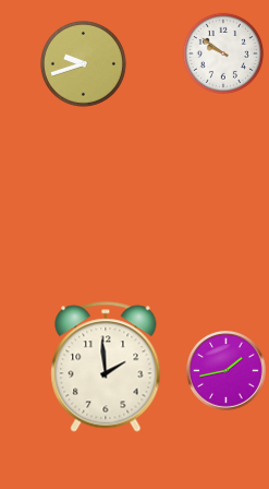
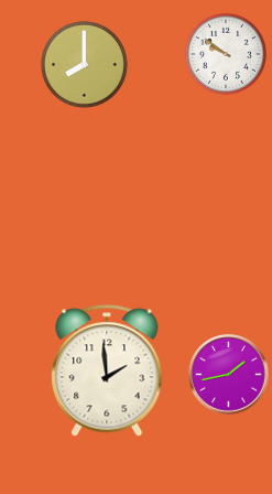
clock at (83, 63): 9:42 -> 8:00
